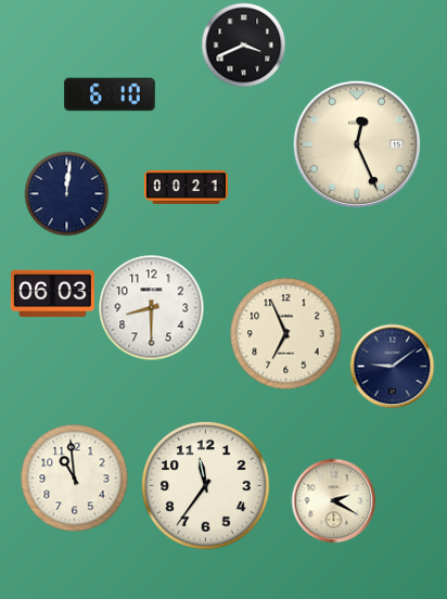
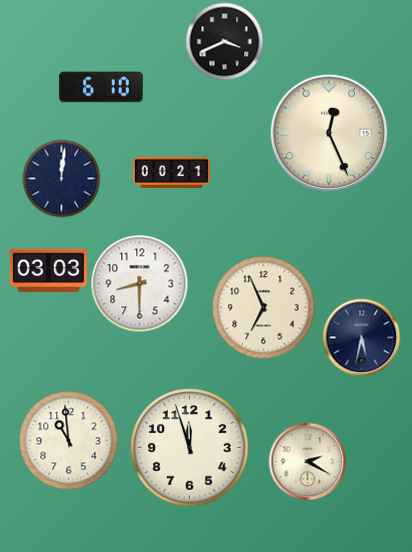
clock at (52, 294): 06:03 -> 03:03
clock at (392, 366): 9:09 -> 5:32
clock at (206, 486): 11:36 -> 11:57
